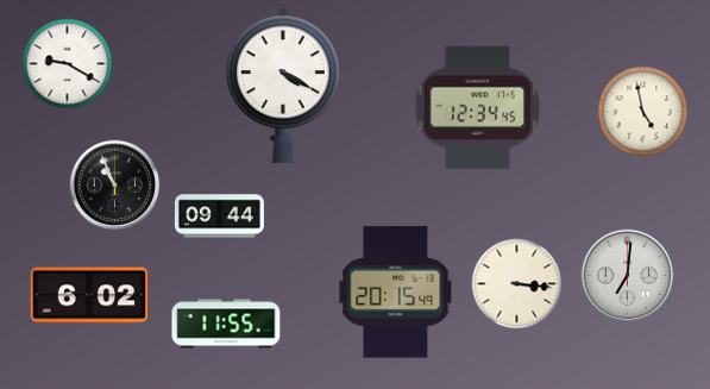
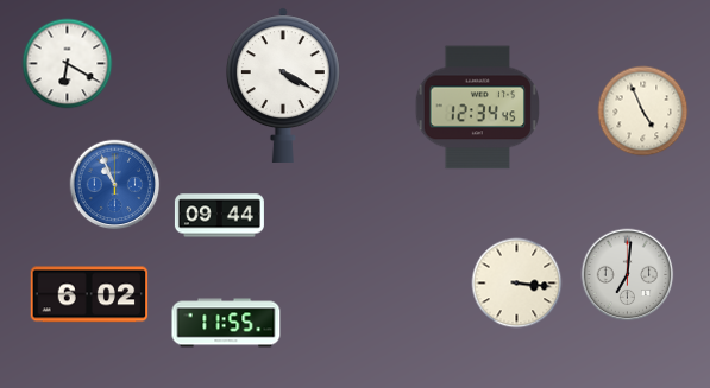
clock at (68, 64): 9:20 -> 6:20
clock at (643, 112): 4:58 -> 4:56
clock at (115, 186) dial: black -> blue
clock at (396, 293): 20:15 -> none
